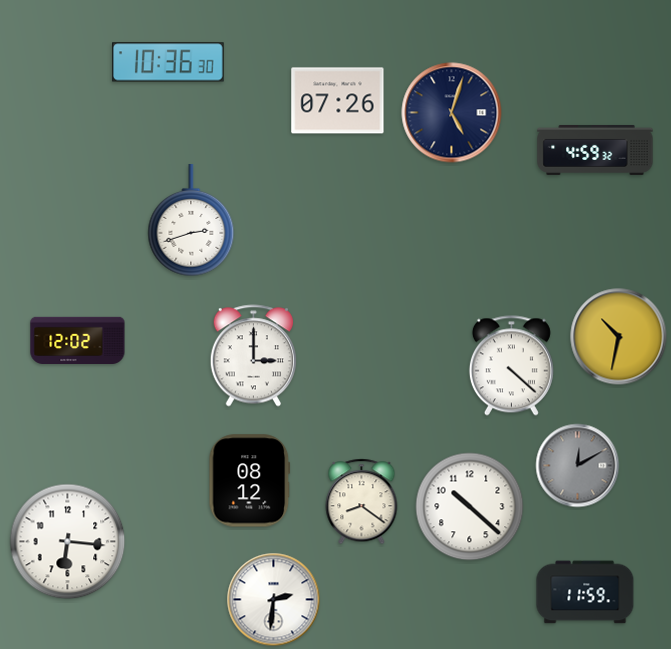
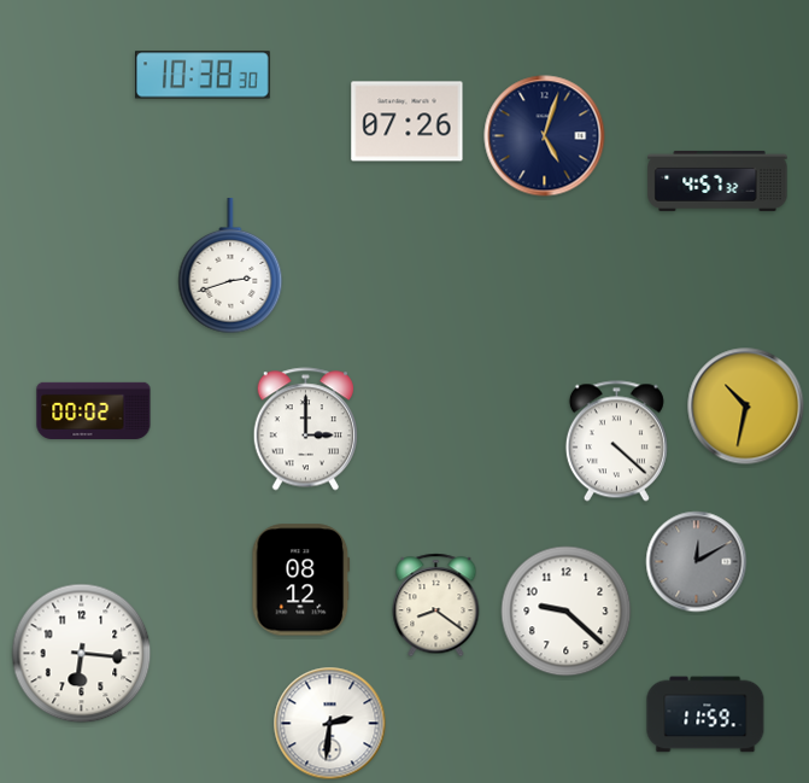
clock at (169, 62): 10:36 -> 10:38
clock at (595, 150): 4:59 -> 4:57
clock at (78, 340): 12:02 -> 00:02
clock at (470, 507): 10:22 -> 9:22
